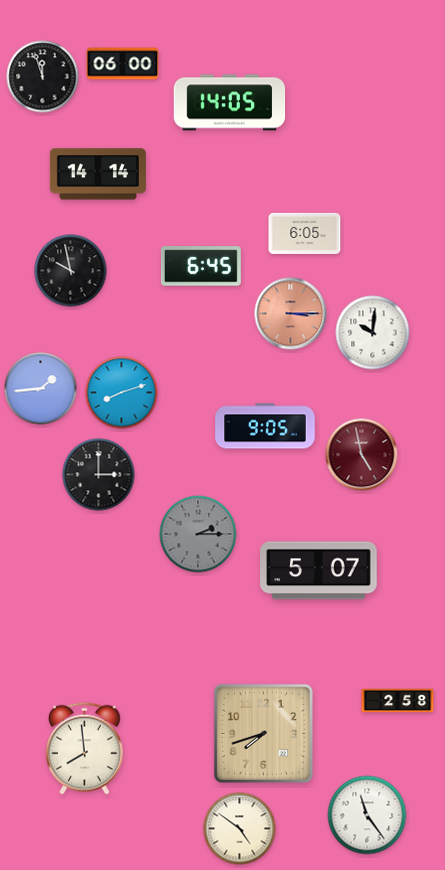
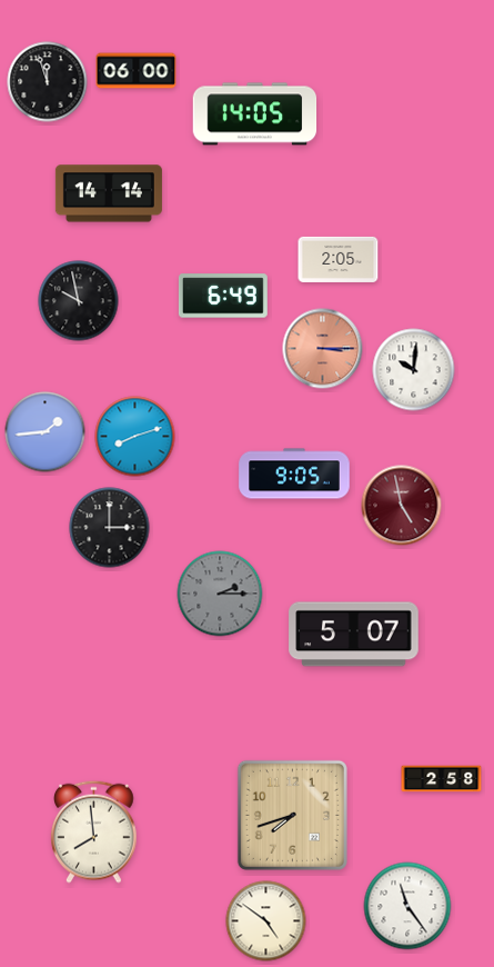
clock at (43, 77) position: (43, 77) -> (48, 82)
clock at (305, 233): 6:05 -> 2:05
clock at (201, 266): 6:45 -> 6:49
